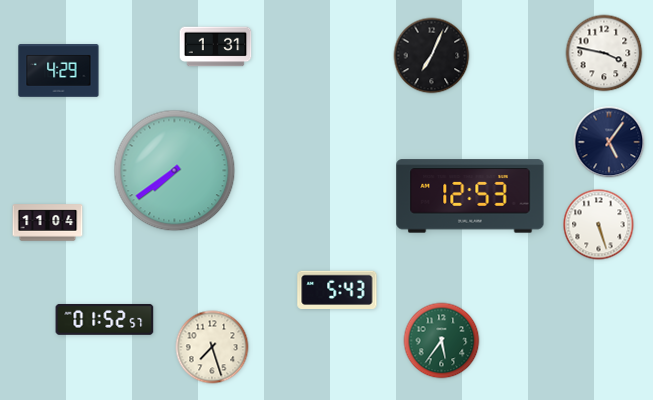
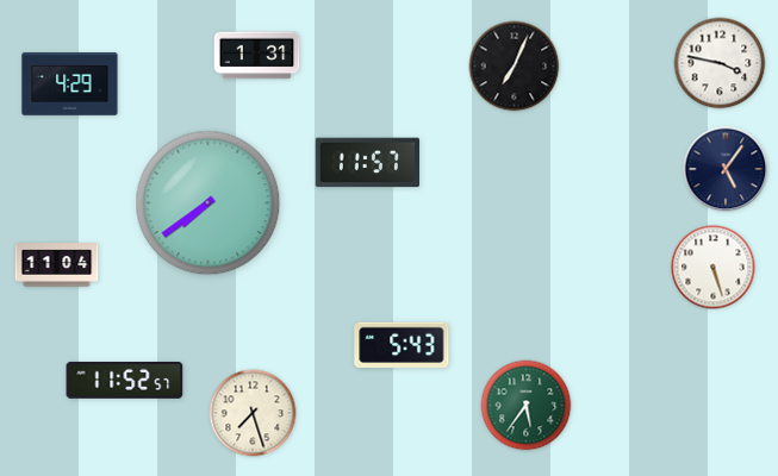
clock at (367, 163): none -> 11:57
clock at (470, 196): 12:53 -> none
clock at (105, 319): 01:52 -> 11:52
